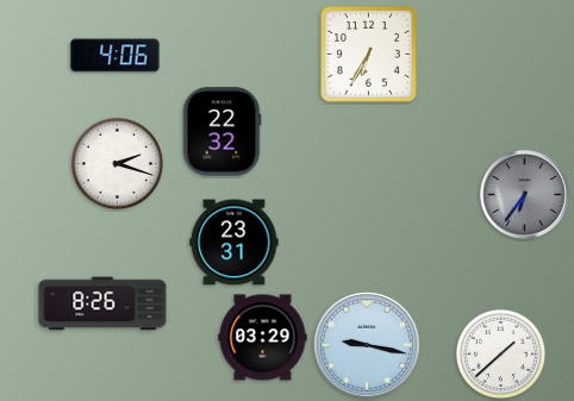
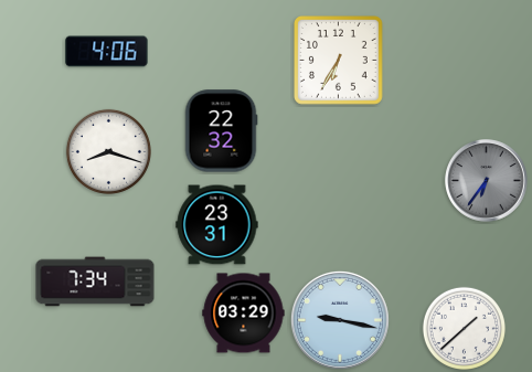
clock at (369, 55) position: (369, 55) -> (339, 61)
clock at (222, 132) position: (222, 132) -> (221, 131)
clock at (117, 163): 2:18 -> 8:18
clock at (102, 303): 8:26 -> 7:34
